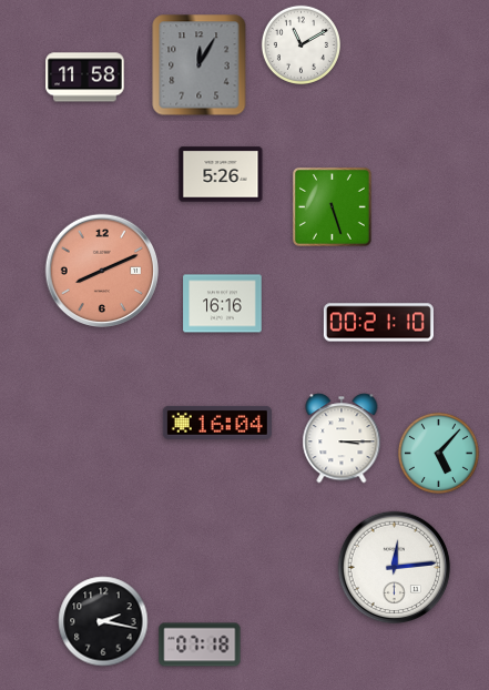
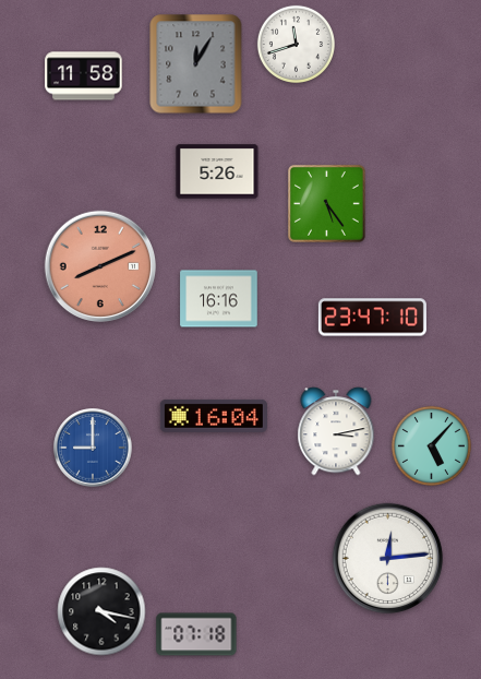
clock at (300, 44): 11:10 -> 11:42
clock at (332, 206): 5:27 -> 5:24
clock at (378, 323): 00:21 -> 23:47
clock at (342, 438): 3:15 -> 3:13
clock at (93, 448): none -> 9:00
clock at (103, 621): 2:17 -> 4:17
